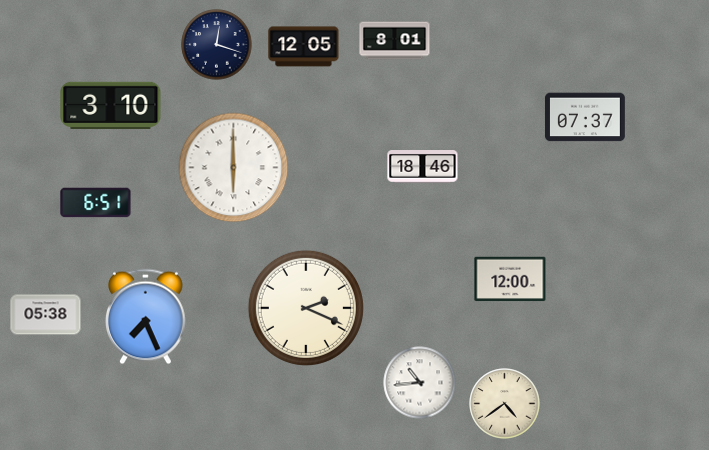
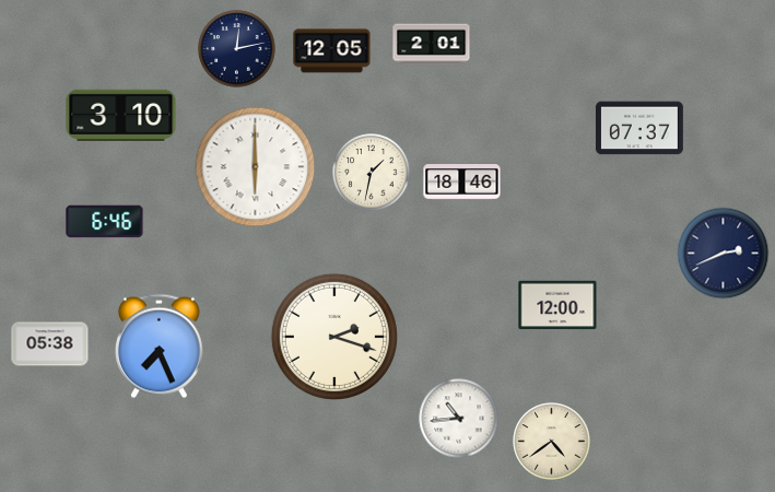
clock at (395, 41): 8:01 -> 2:01
clock at (217, 45): 12:18 -> 12:13
clock at (372, 173): none -> 1:32
clock at (234, 168) position: (234, 168) -> (256, 167)
clock at (96, 203): 6:51 -> 6:46
clock at (724, 254): none -> 2:41
clock at (306, 308): 2:19 -> 2:18
